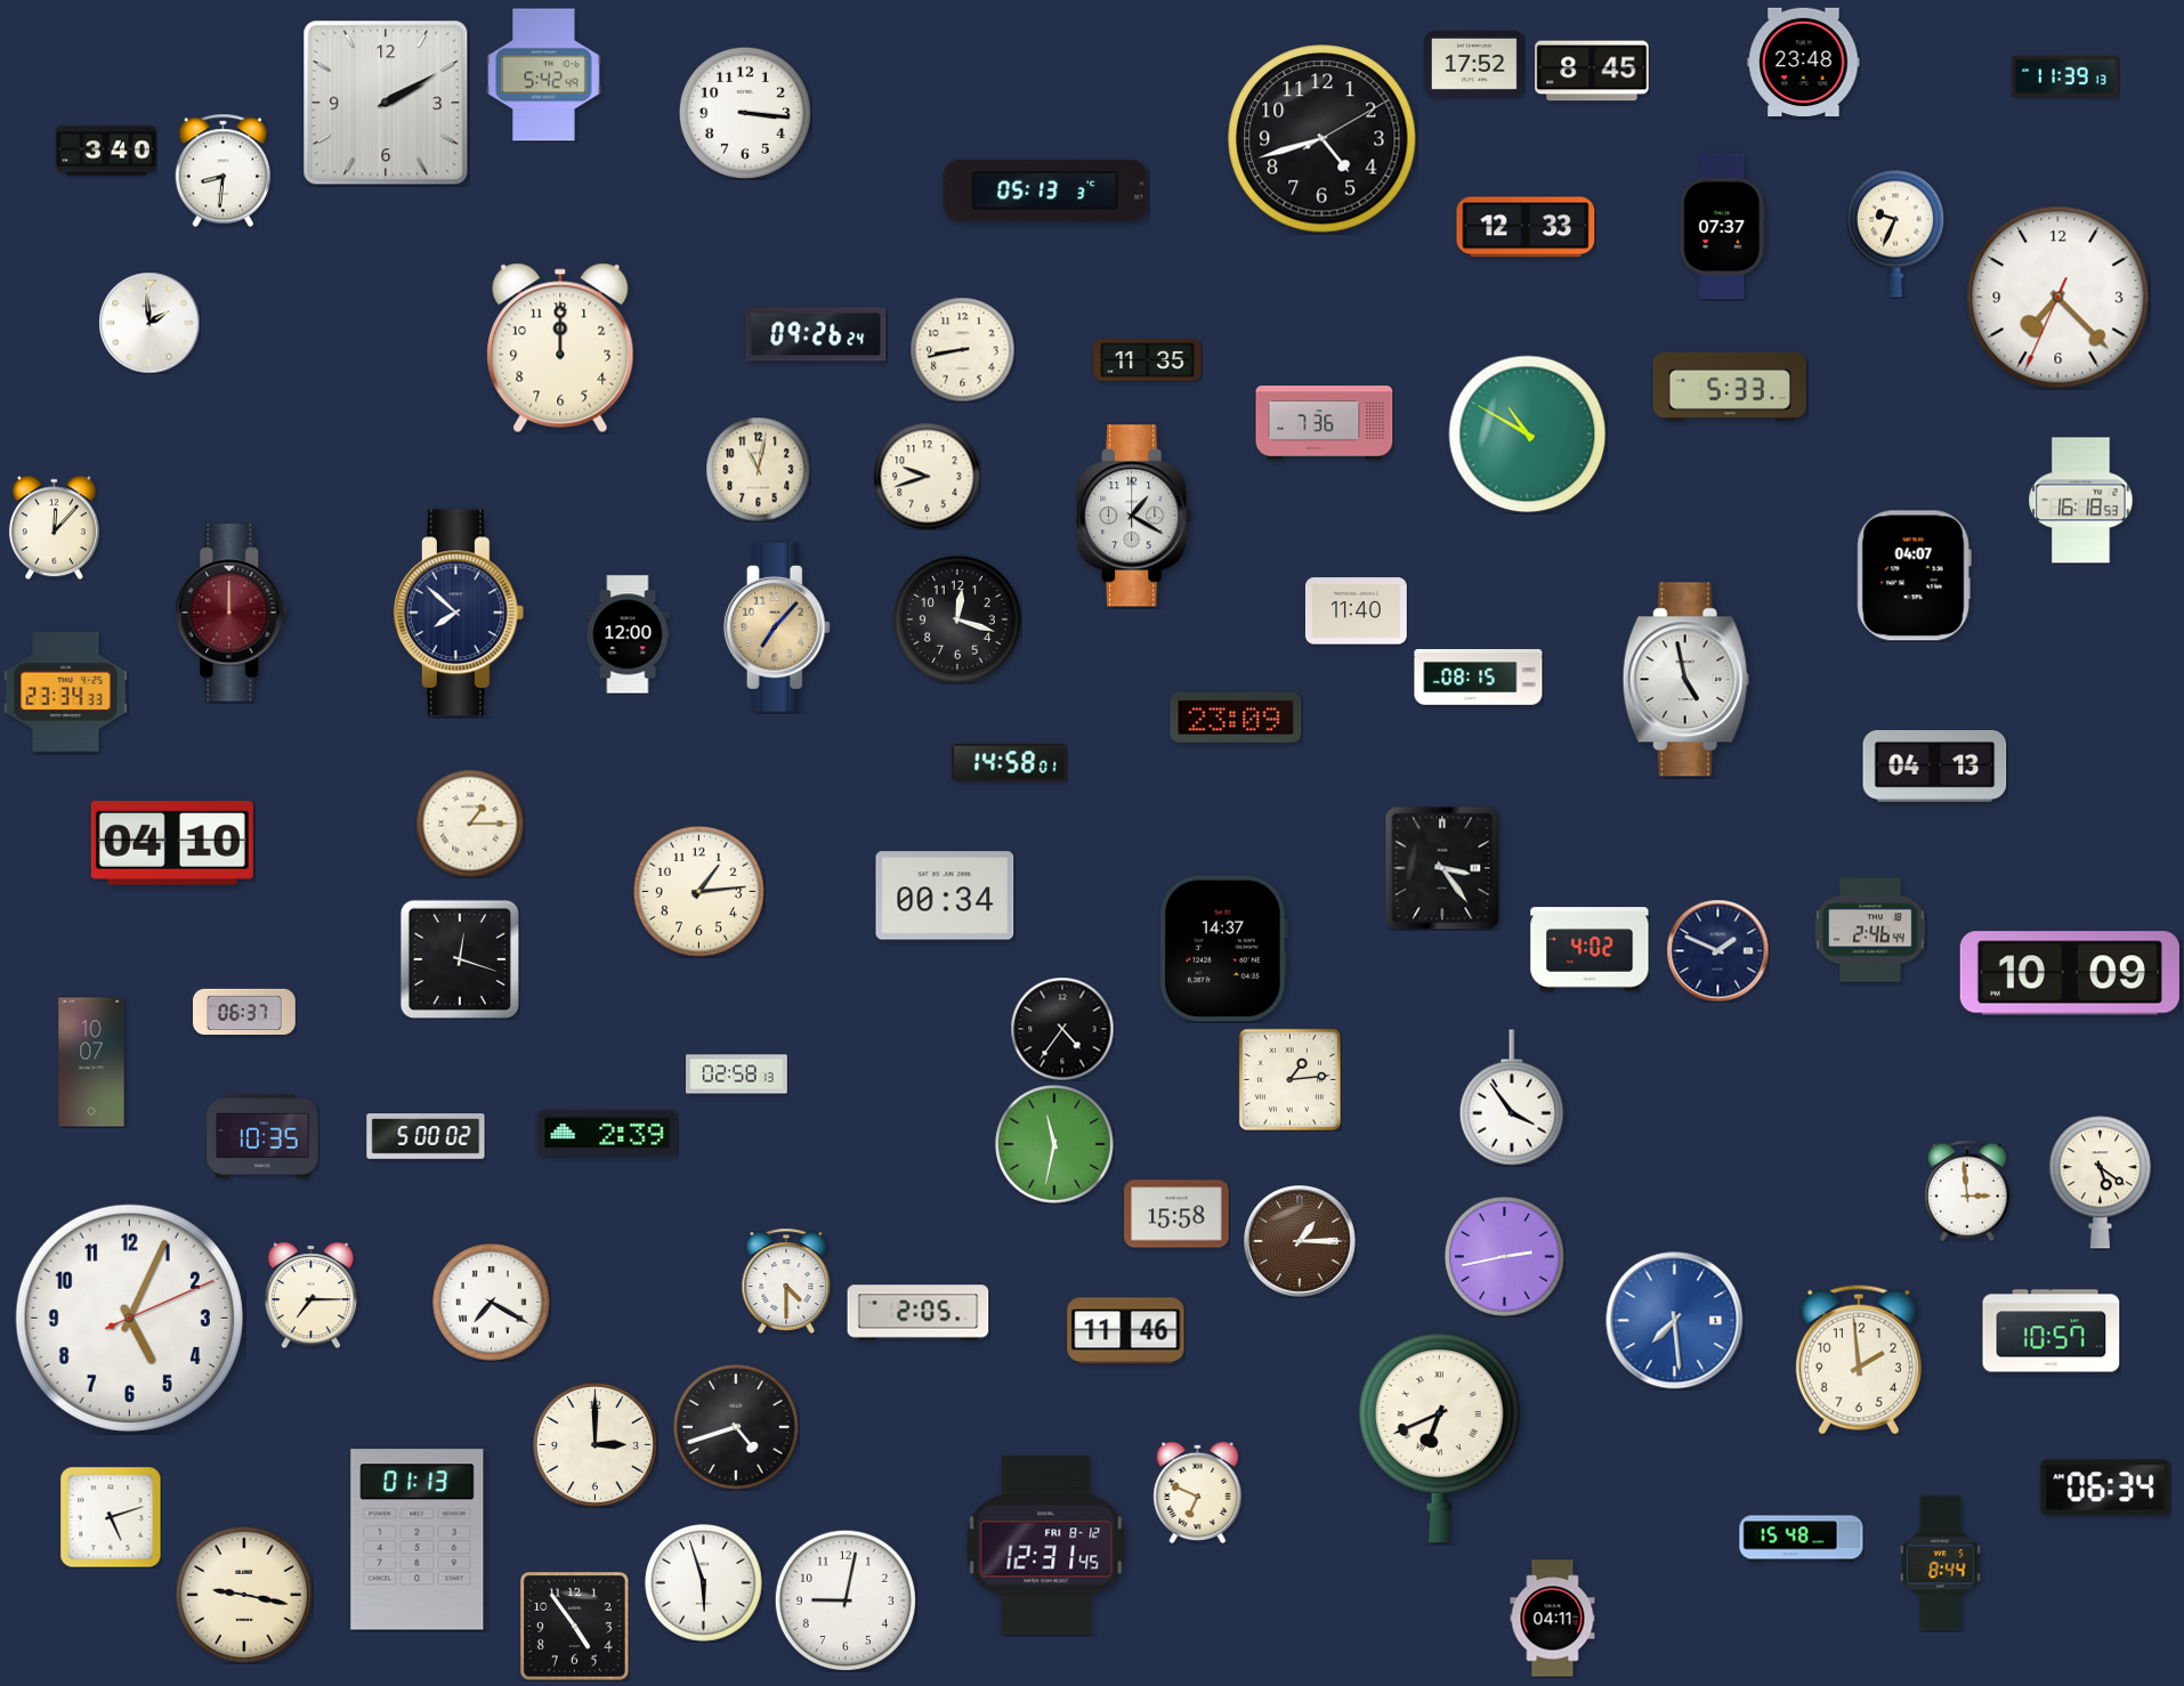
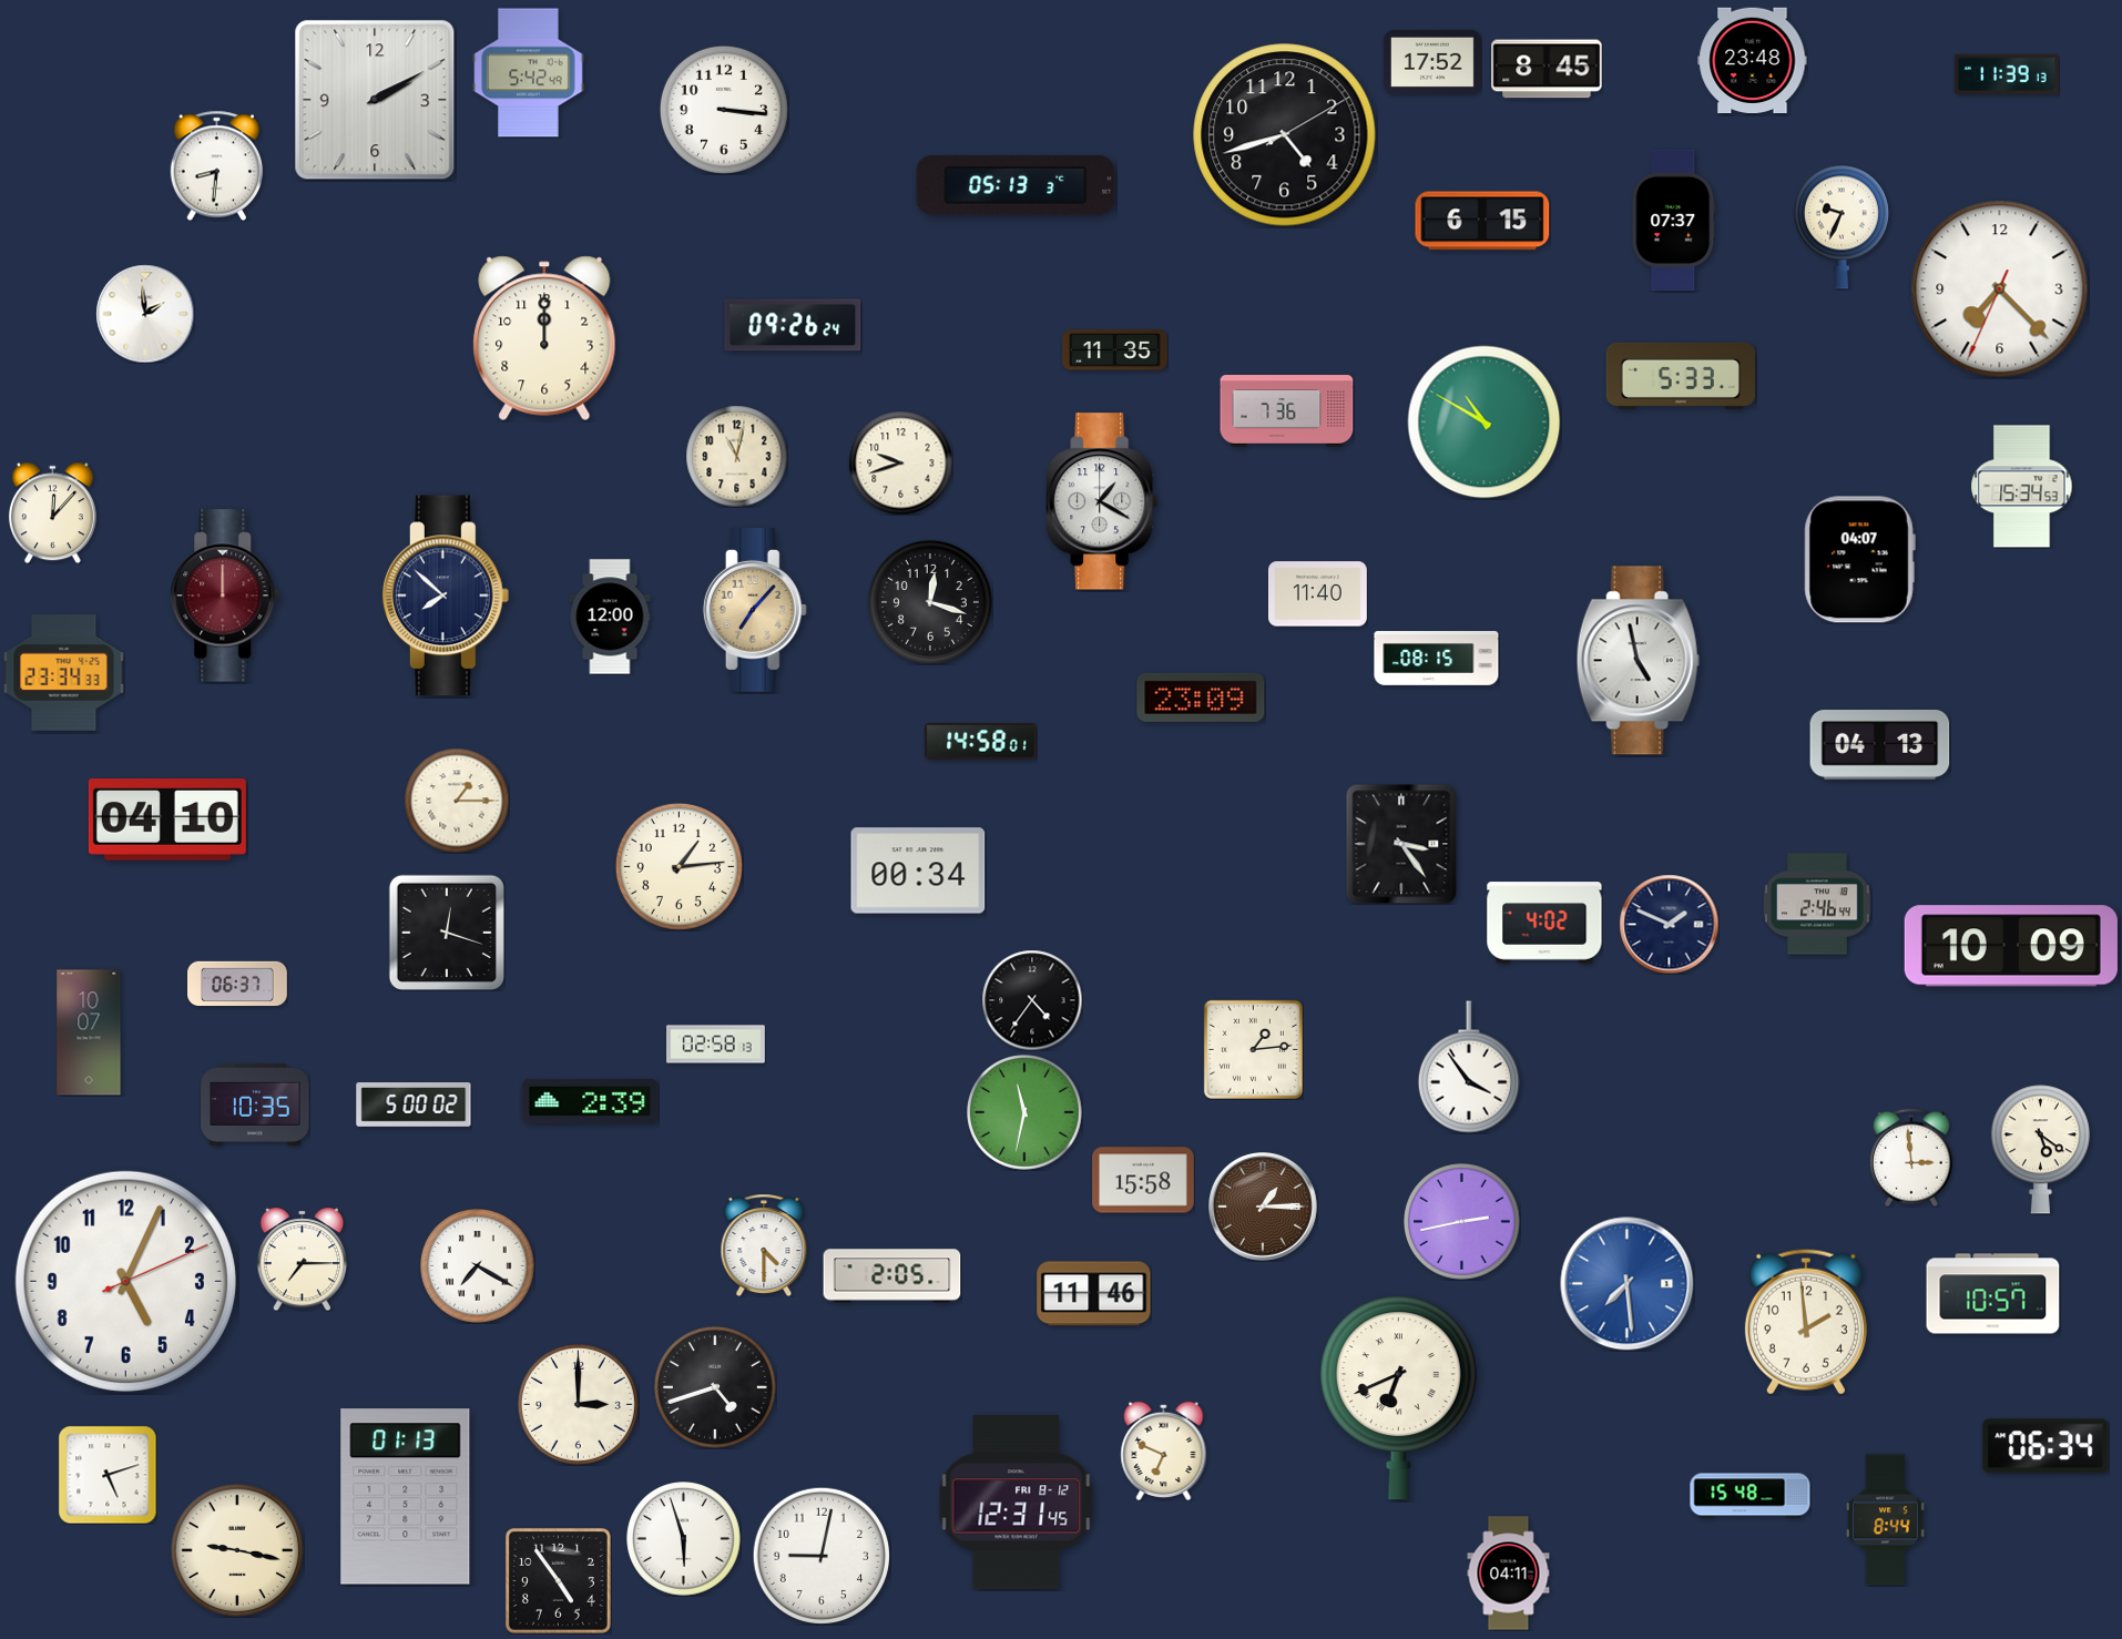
clock at (106, 151): 3:40 -> none
clock at (1526, 227): 12:33 -> 6:15
clock at (962, 349): 8:43 -> none
clock at (2081, 501): 16:18 -> 15:34
clock at (1223, 949): 14:37 -> none
